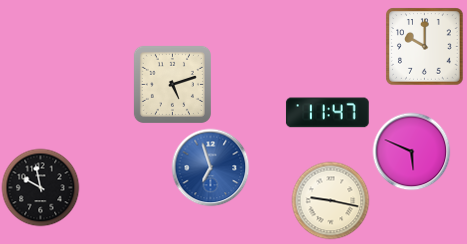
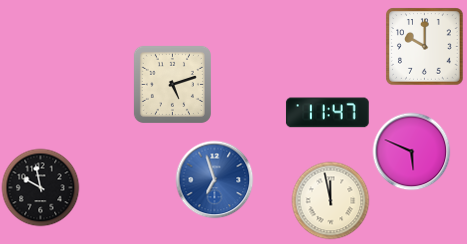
clock at (210, 167) position: (210, 167) -> (214, 179)
clock at (330, 200): 9:17 -> 11:58
